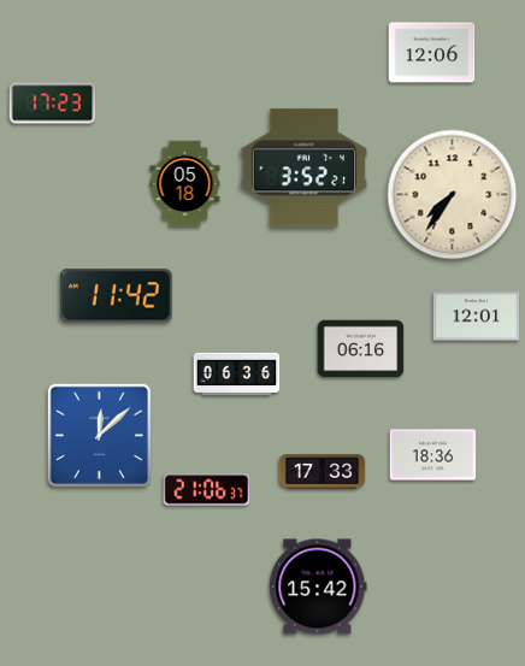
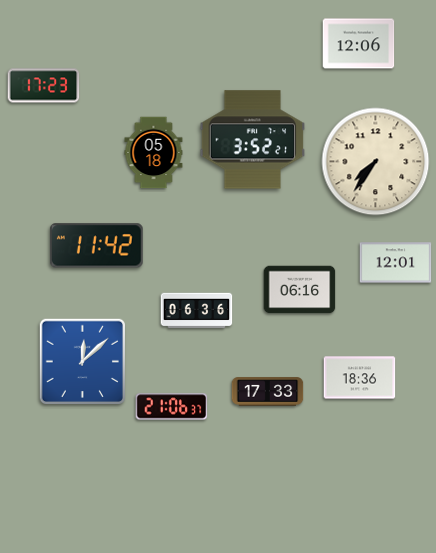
clock at (318, 587): 15:42 -> none
